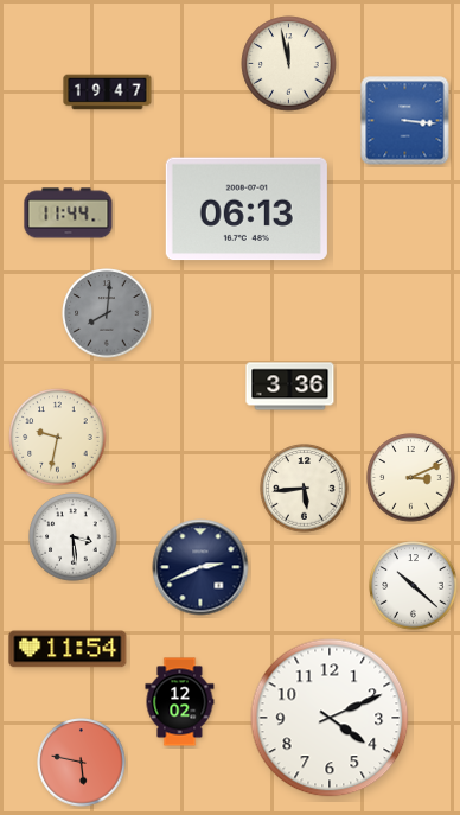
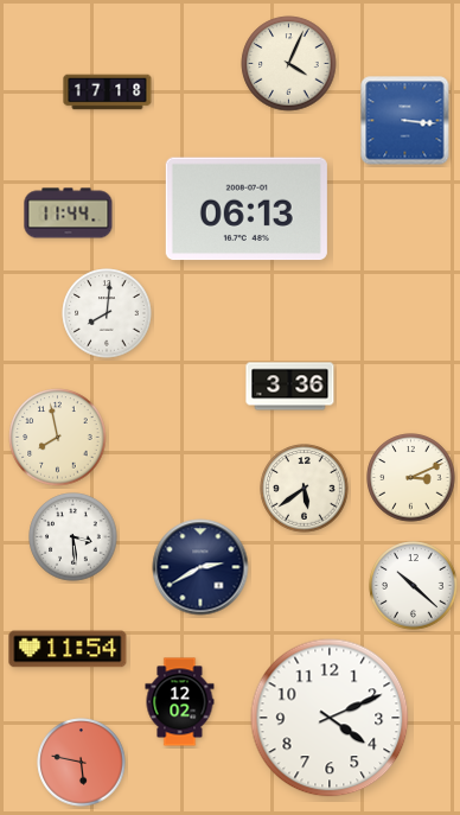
clock at (289, 64): 11:58 -> 4:04
clock at (108, 93): 19:47 -> 17:18
clock at (107, 313) dial: grey -> white
clock at (58, 438): 9:32 -> 7:58
clock at (305, 489): 5:44 -> 5:39
clock at (200, 567): 2:41 -> 2:40
